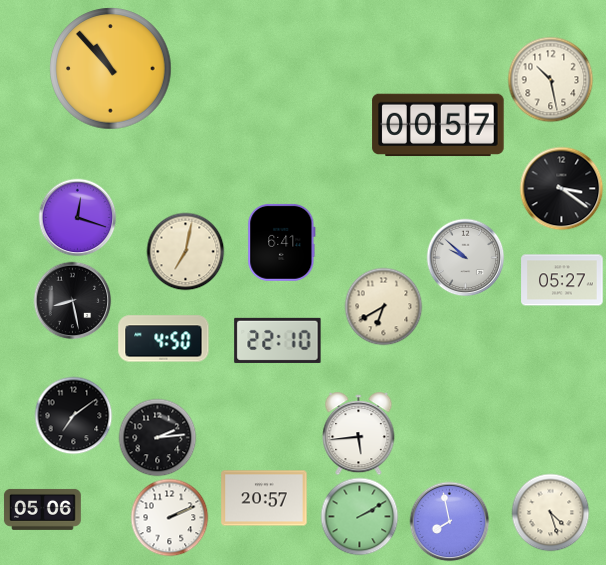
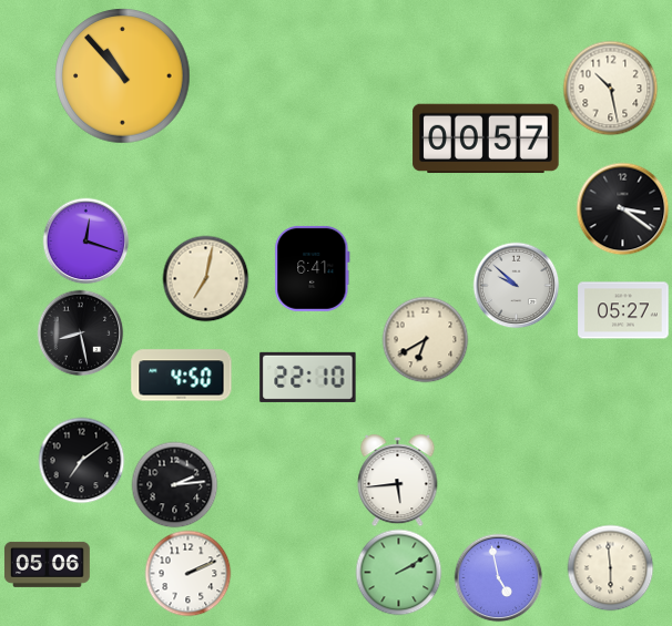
clock at (264, 498): 20:57 -> none
clock at (550, 512): 4:27 -> 5:59
clock at (449, 521): 7:58 -> 4:58
